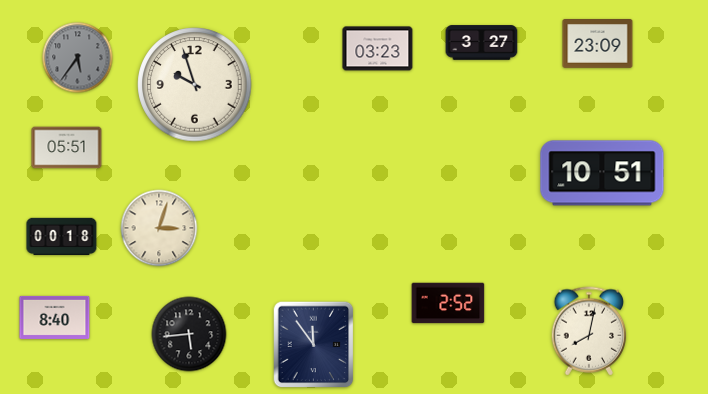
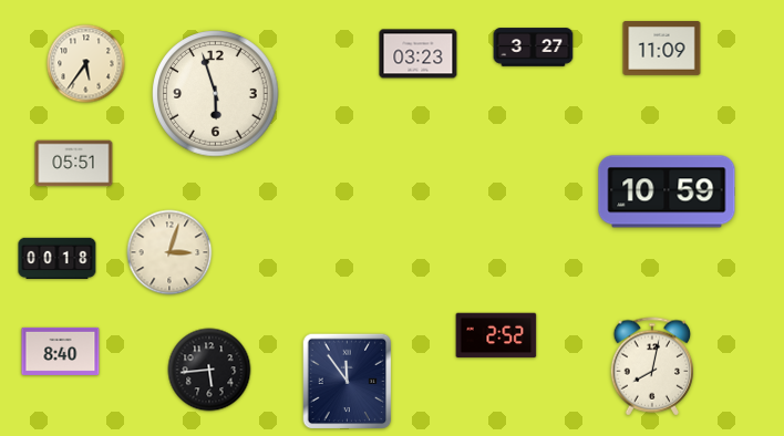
clock at (598, 44): 23:09 -> 11:09
clock at (78, 58) dial: grey -> cream
clock at (195, 85): 9:57 -> 5:57
clock at (602, 173): 10:51 -> 10:59
clock at (159, 228) position: (159, 228) -> (169, 252)
clock at (62, 237) position: (62, 237) -> (58, 259)
